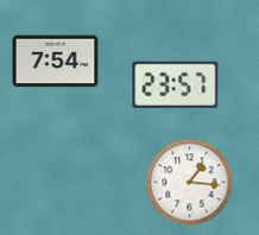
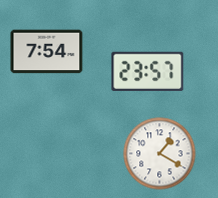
clock at (190, 183): 1:16 -> 1:20
